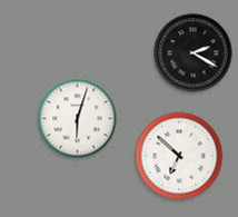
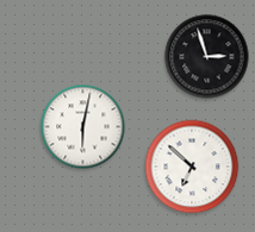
clock at (194, 53): 2:20 -> 2:57
clock at (78, 119): 6:03 -> 6:02
